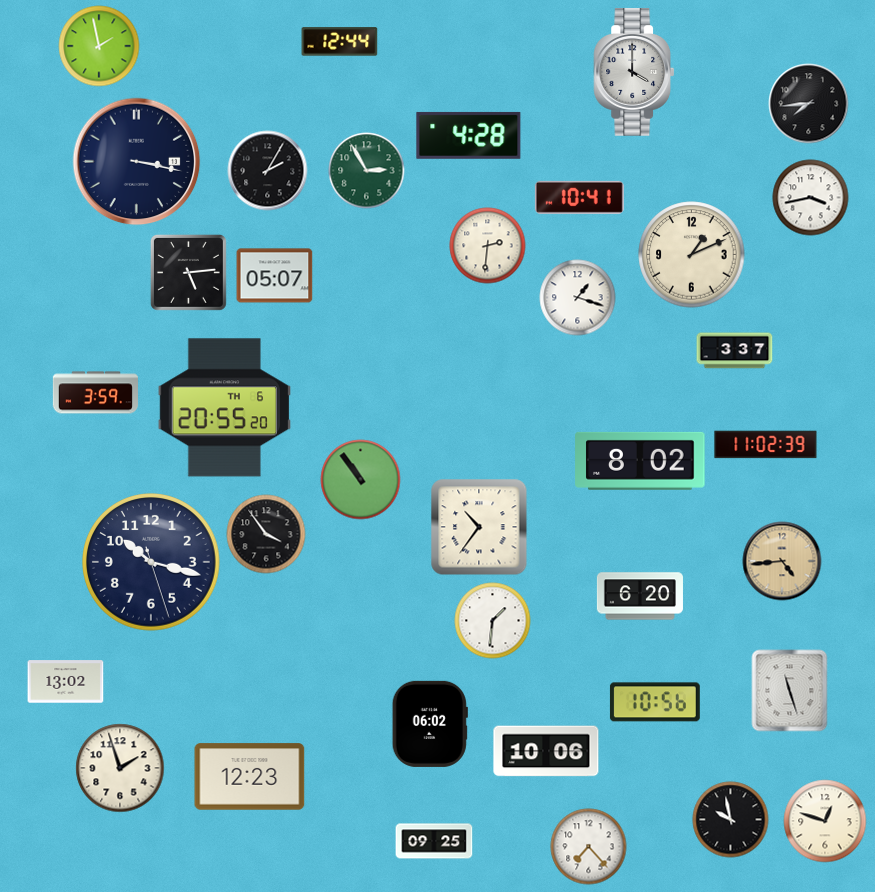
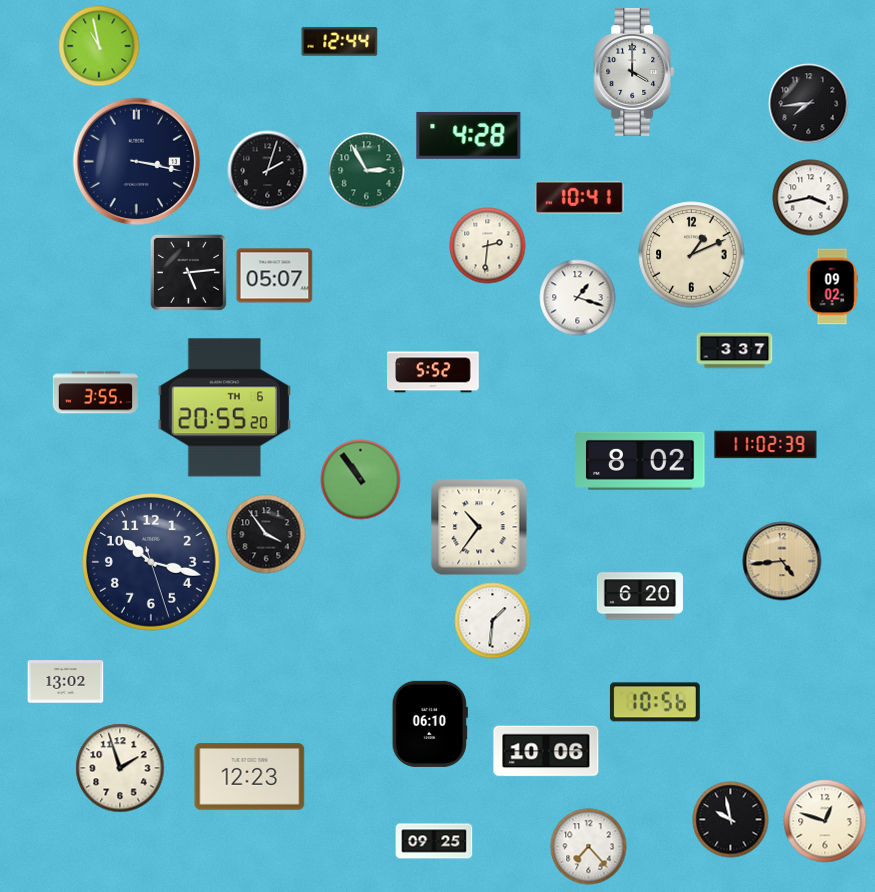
clock at (99, 46): 1:58 -> 10:58
clock at (268, 171): 2:05 -> 2:03
clock at (832, 287): none -> 09:02
clock at (433, 372): none -> 5:52
clock at (95, 393): 3:59 -> 3:55
clock at (790, 691): 11:27 -> none
clock at (430, 724): 06:02 -> 06:10
